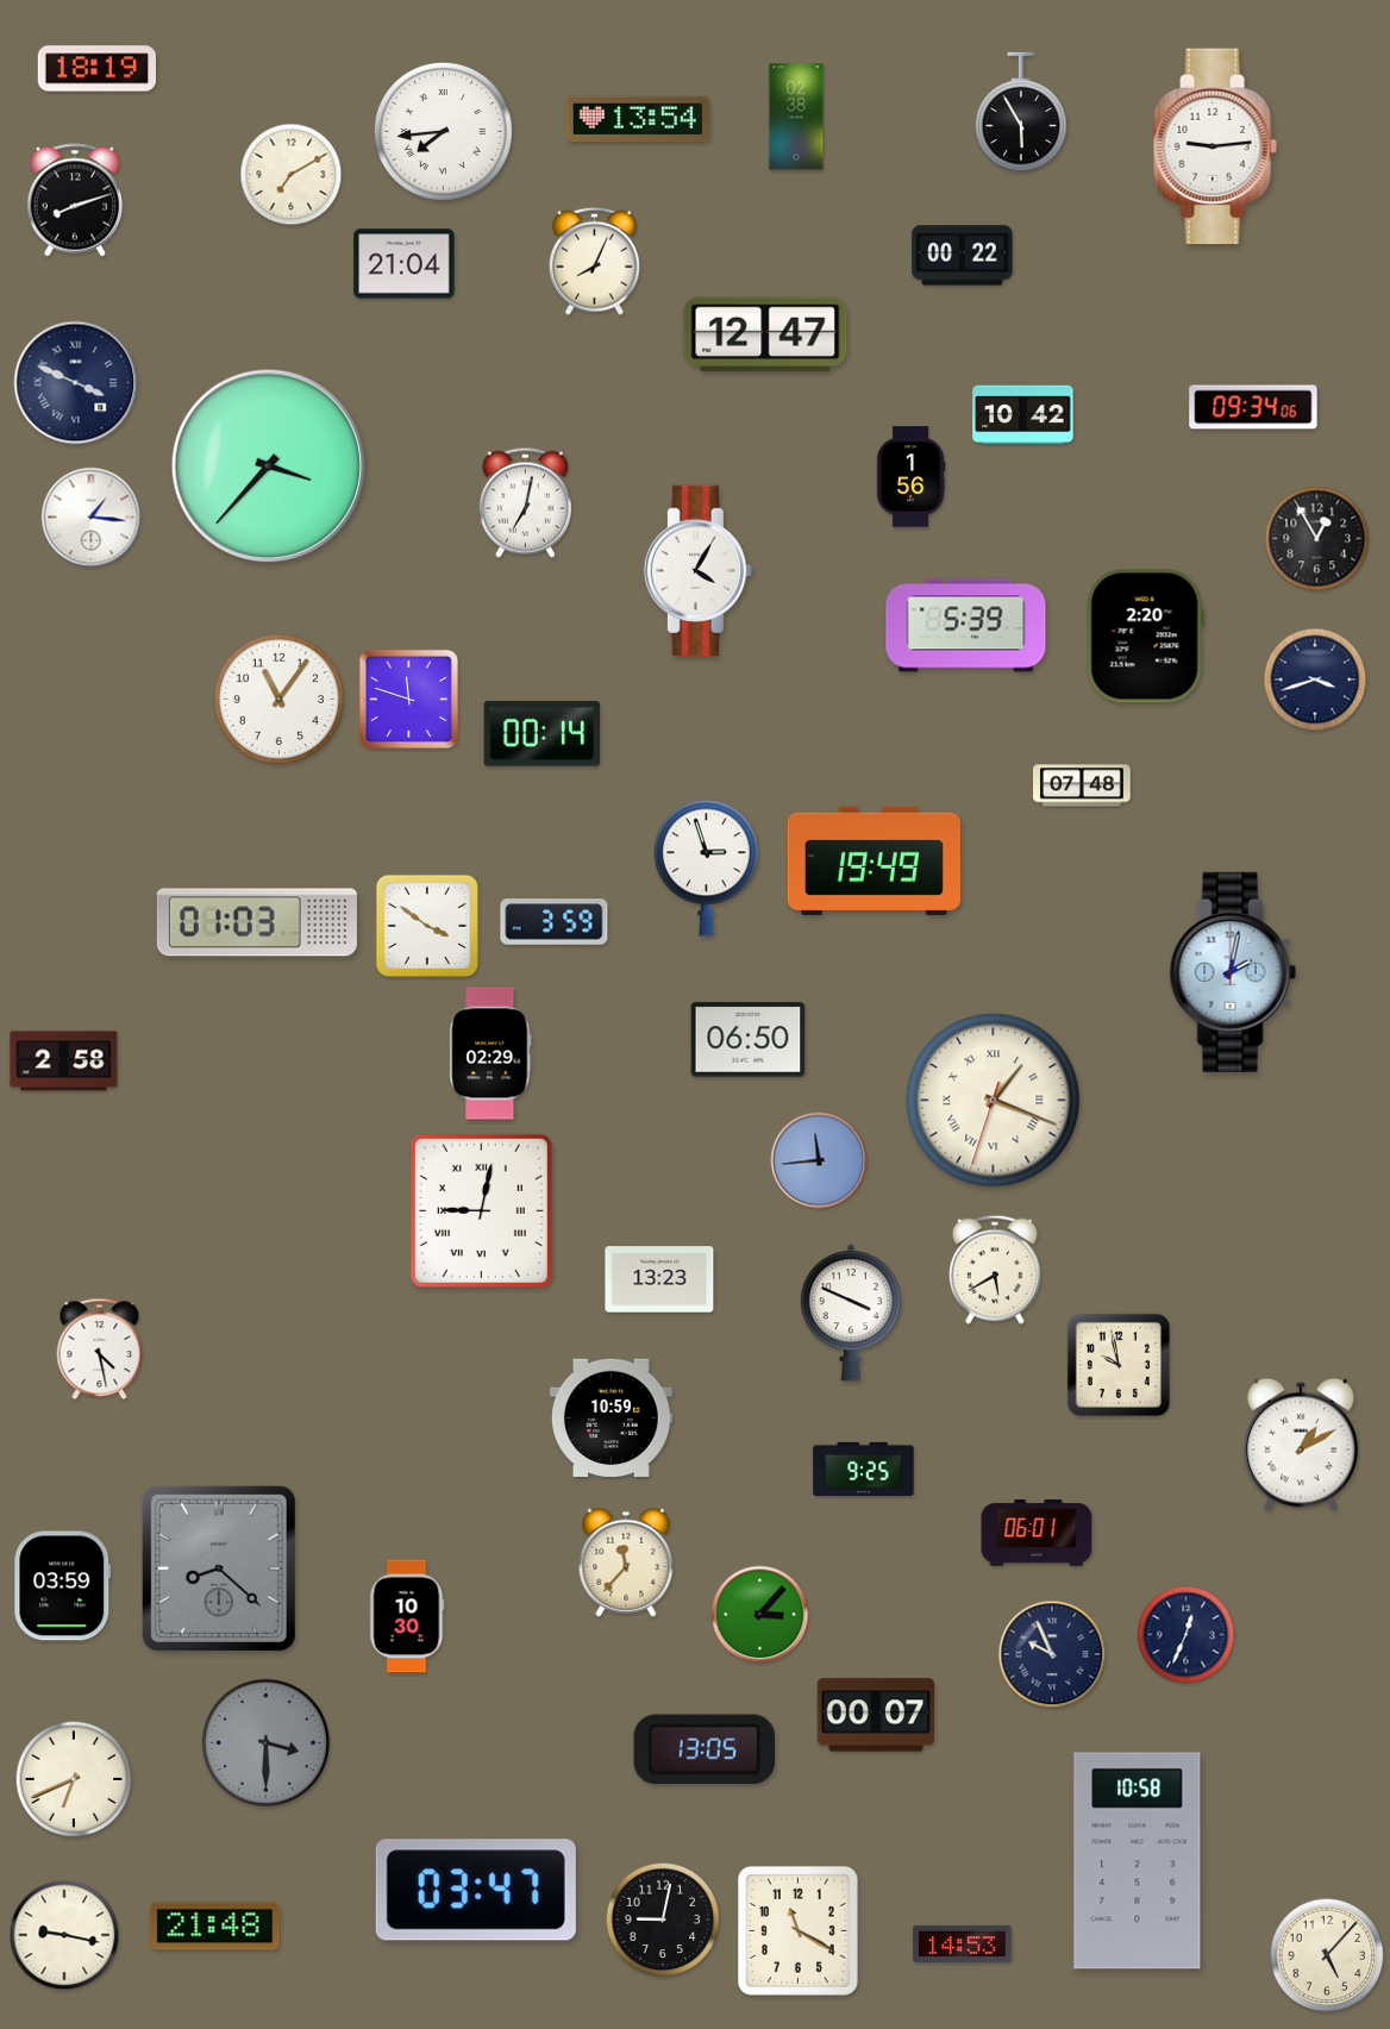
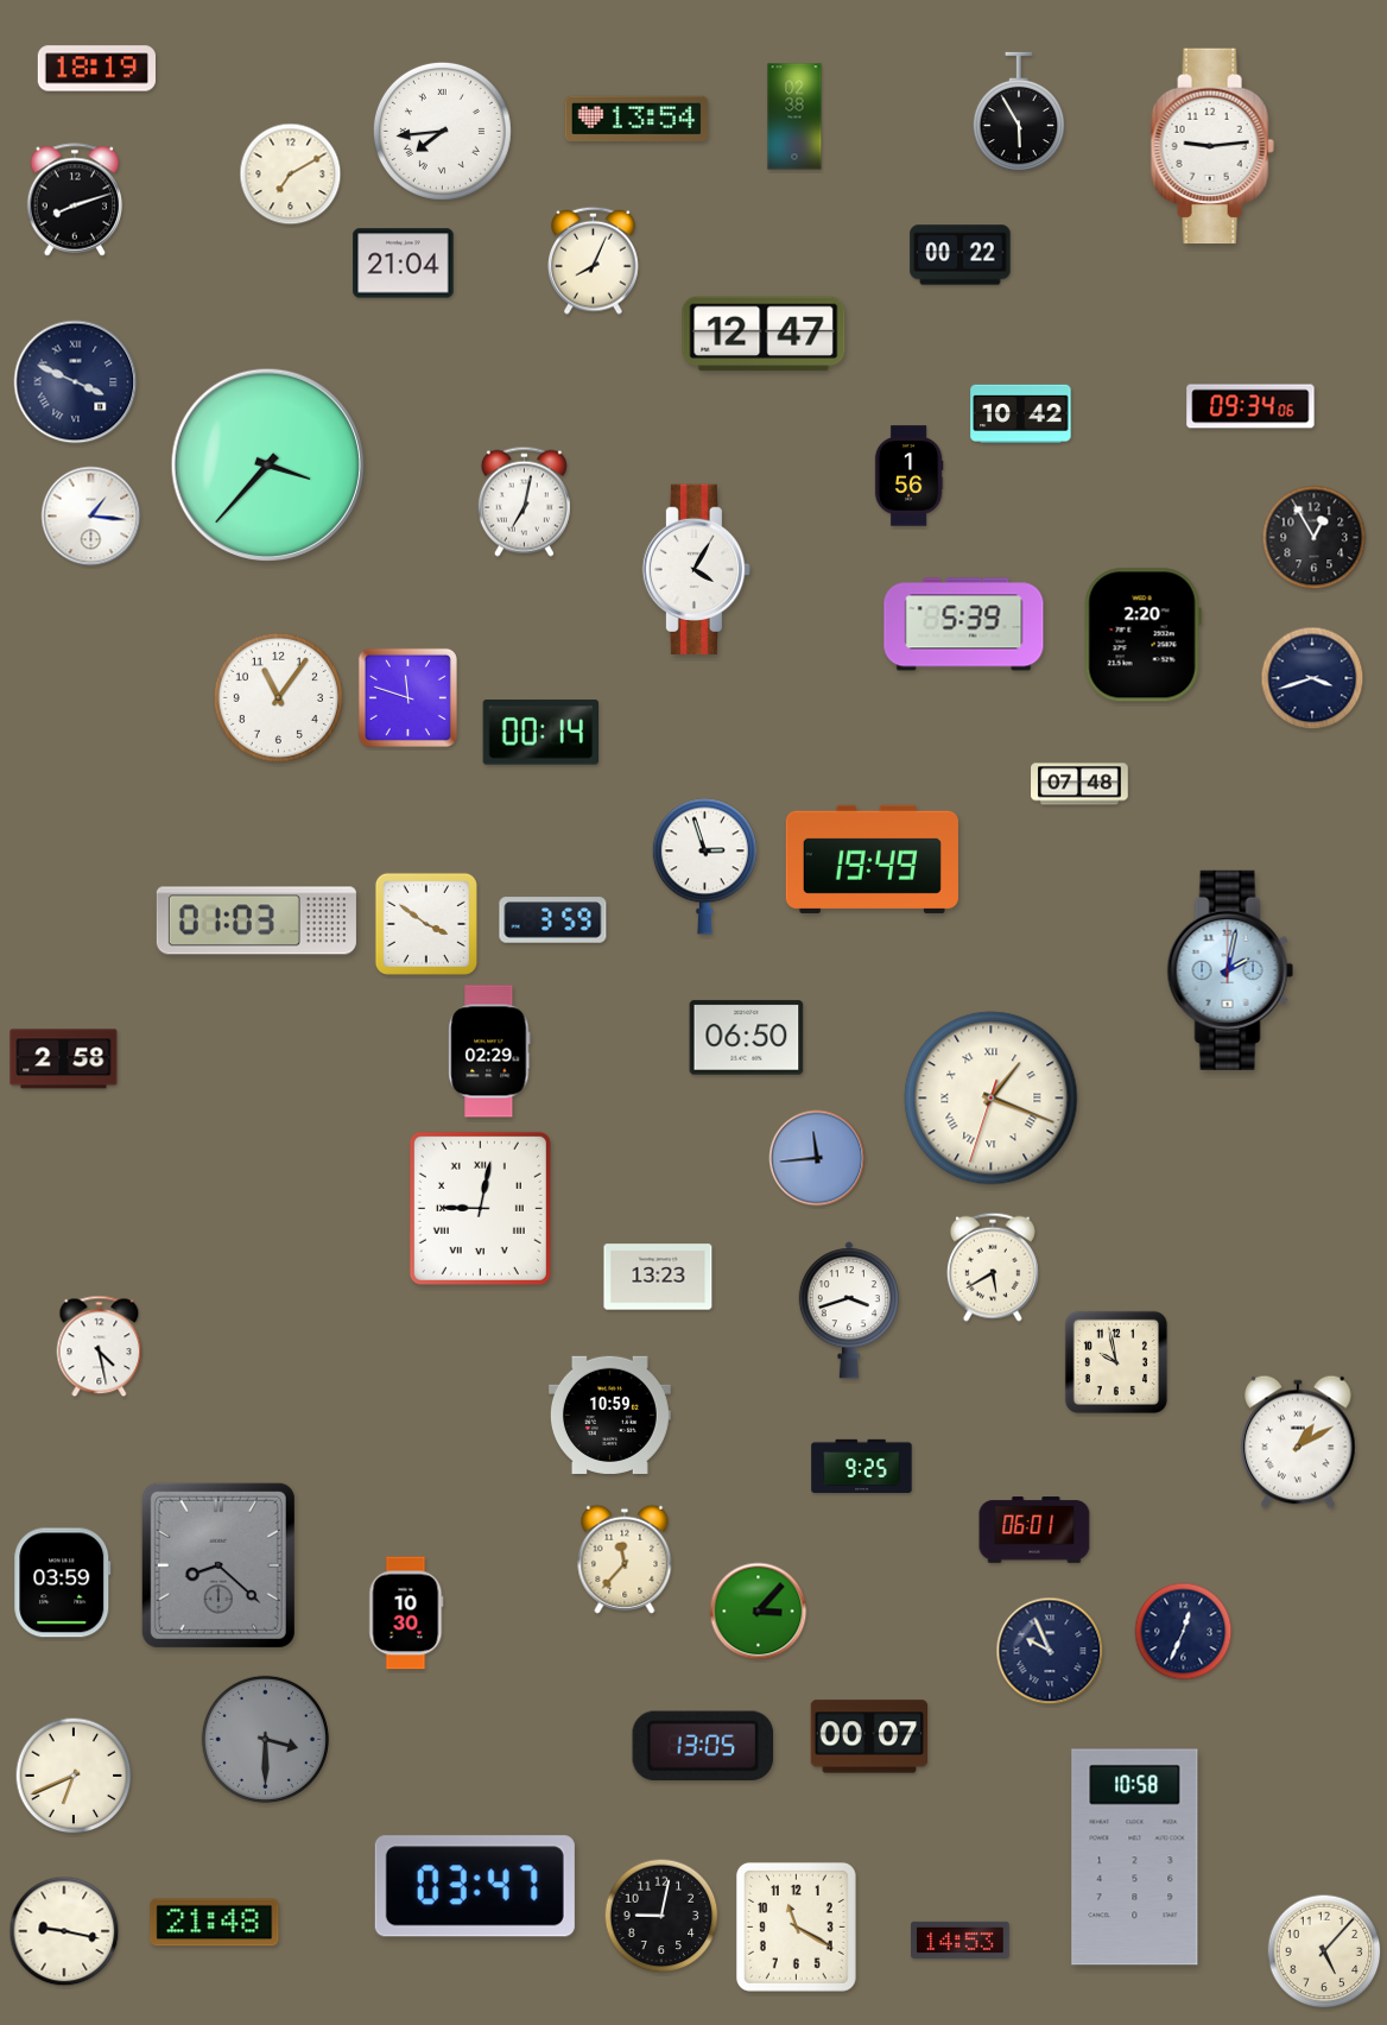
clock at (851, 1313): 3:49 -> 3:42
clock at (876, 1715) position: (876, 1715) -> (869, 1736)
